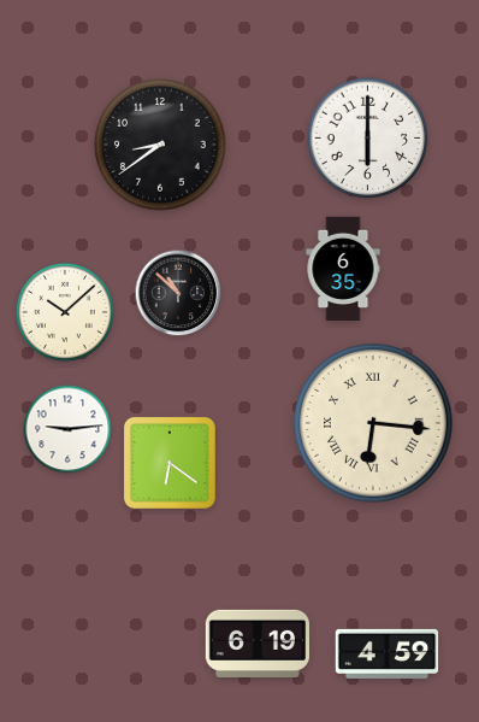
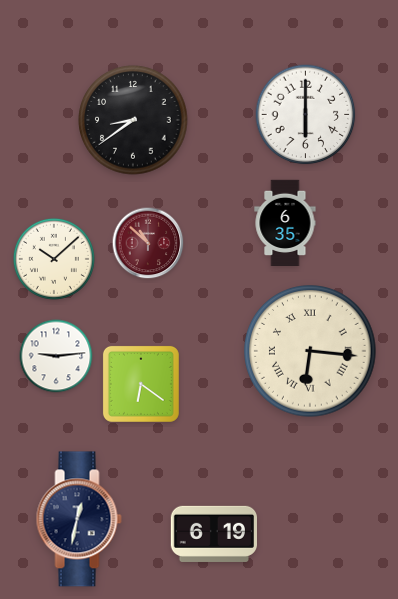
clock at (178, 293) dial: black -> burgundy
clock at (79, 519): none -> 12:32
clock at (388, 653): 4:59 -> none
